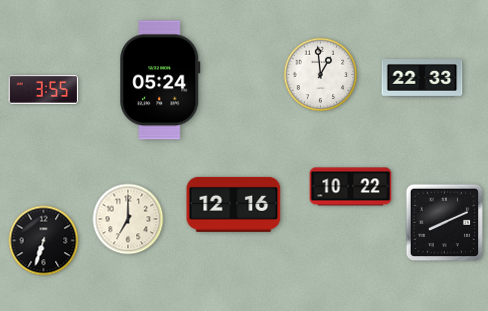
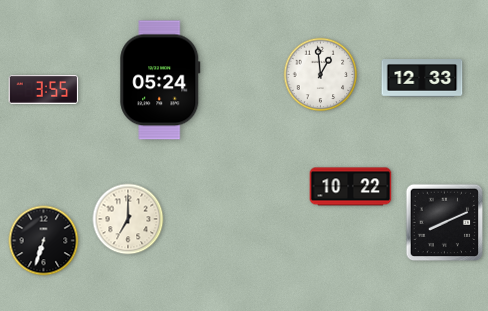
clock at (422, 78): 22:33 -> 12:33
clock at (234, 204): 12:16 -> none
